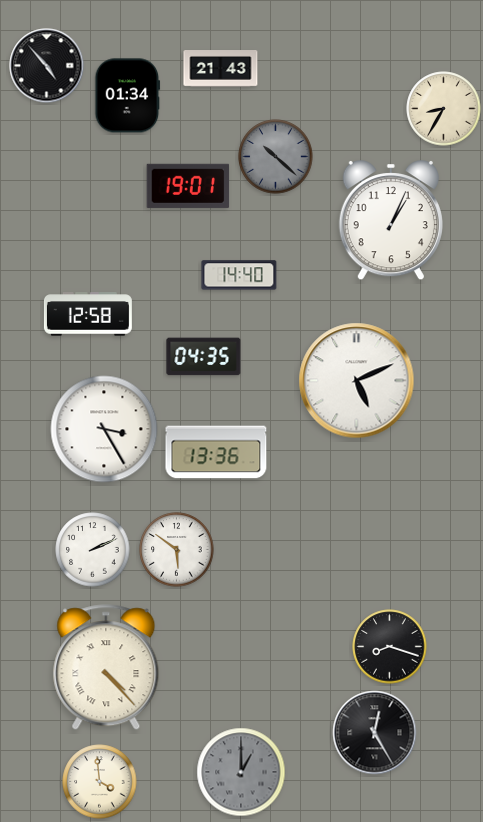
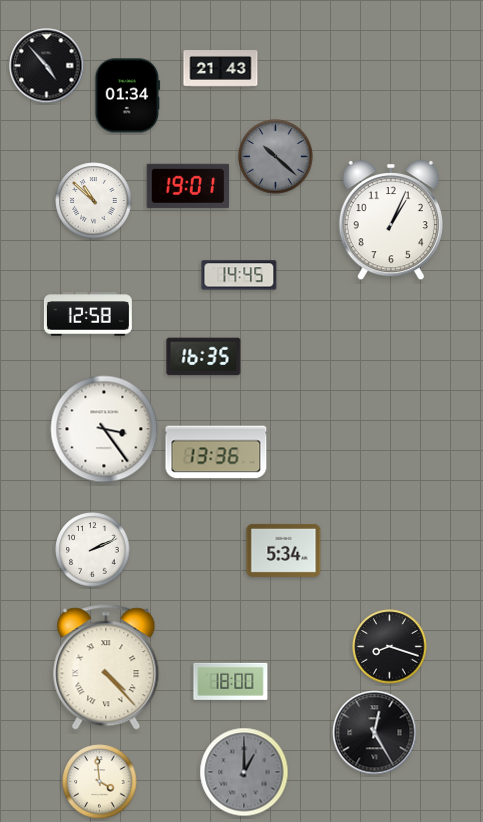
clock at (444, 109): 8:35 -> none
clock at (94, 201): none -> 10:52
clock at (239, 275): 14:40 -> 14:45
clock at (204, 357): 04:35 -> 16:35
clock at (357, 381): 5:11 -> none
clock at (104, 429): 3:25 -> 3:24
clock at (177, 550): 5:51 -> none
clock at (284, 550): none -> 5:34
clock at (231, 681): none -> 18:00
clock at (241, 772) position: (241, 772) -> (244, 772)
